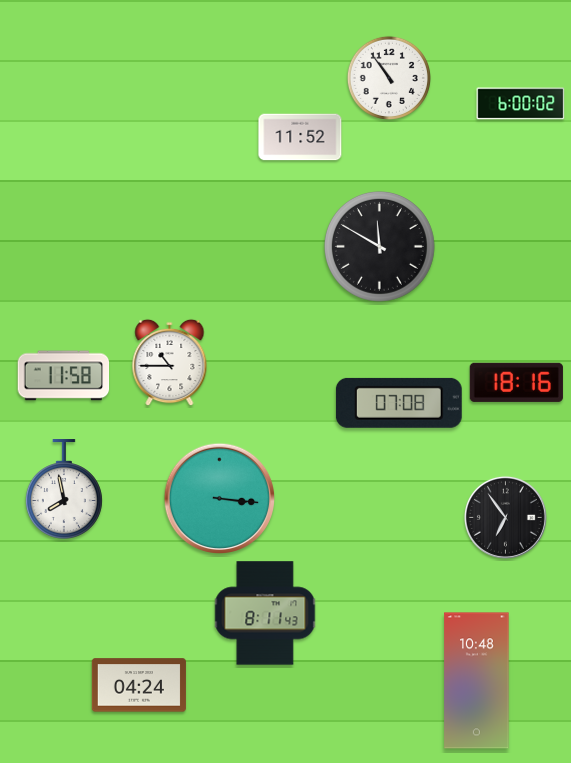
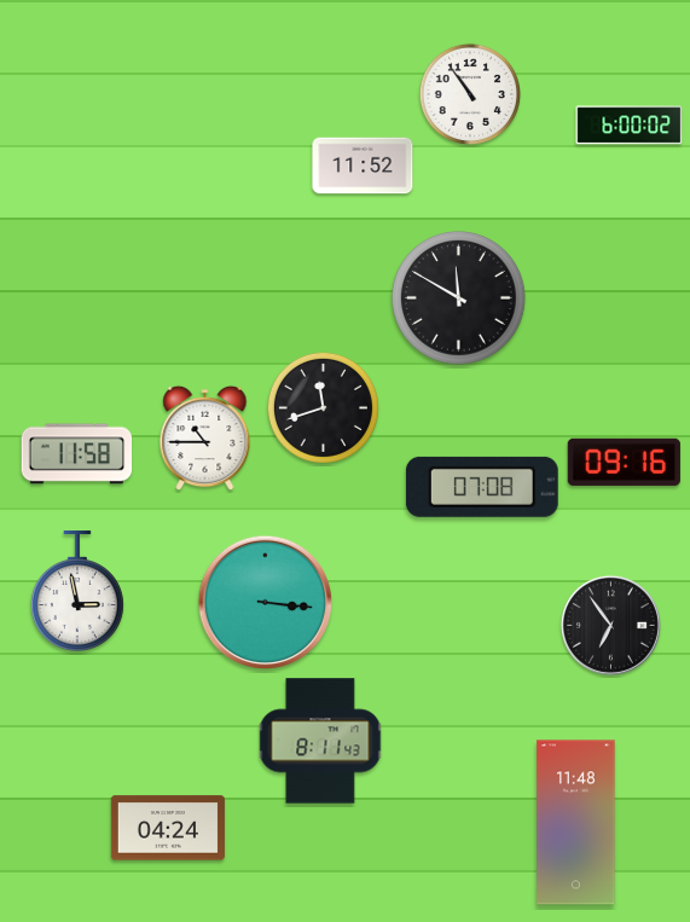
clock at (323, 407): none -> 11:42
clock at (516, 382): 18:16 -> 09:16
clock at (64, 489): 7:58 -> 2:58
clock at (477, 681): 10:48 -> 11:48
